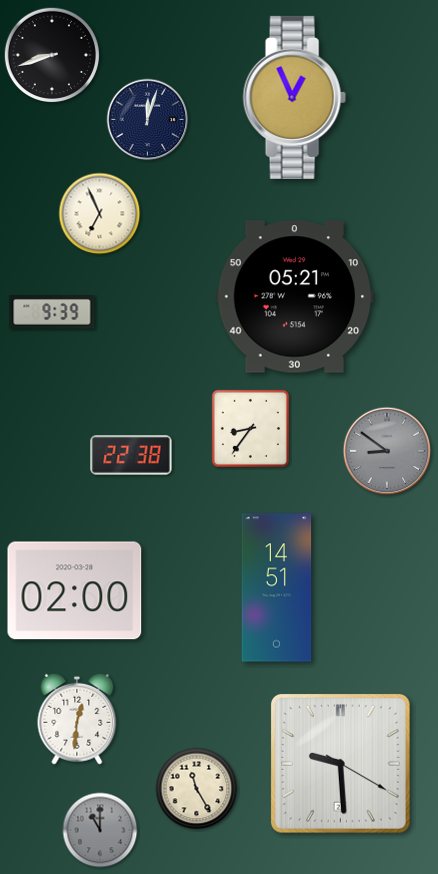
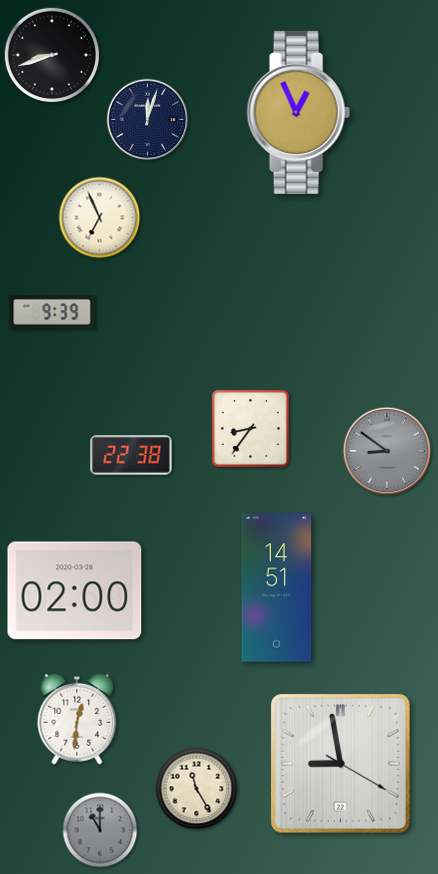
clock at (294, 97) position: (294, 97) -> (298, 112)
clock at (100, 214) position: (100, 214) -> (100, 218)
clock at (295, 297): 05:21 -> none
clock at (341, 764): 9:29 -> 8:58
